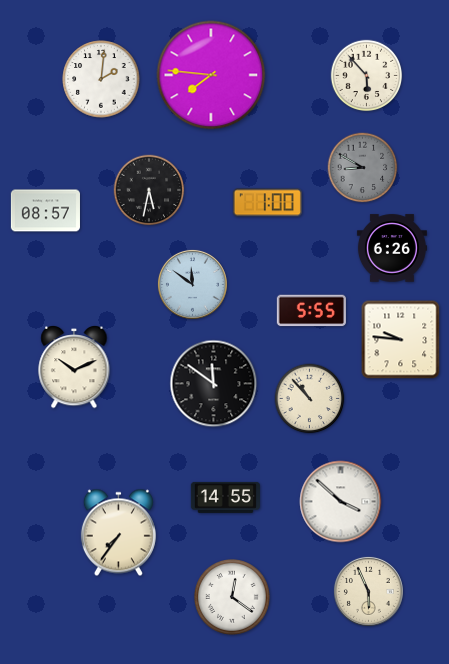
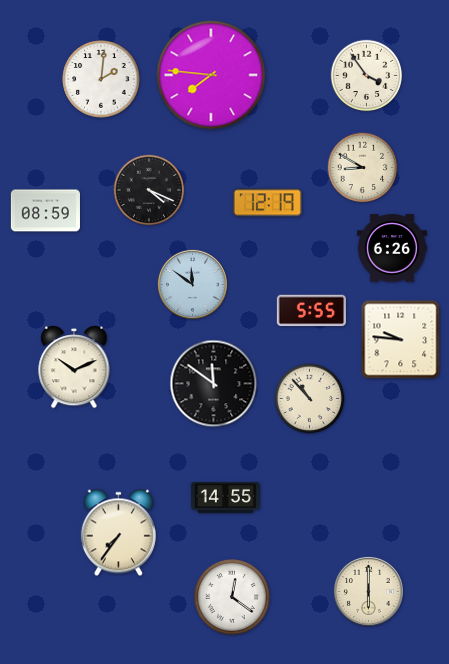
clock at (367, 76): 5:53 -> 3:54
clock at (363, 168) dial: grey -> cream
clock at (149, 190): 5:32 -> 4:19
clock at (267, 203): 1:00 -> 12:19
clock at (45, 211): 08:57 -> 08:59
clock at (341, 502): 3:52 -> none
clock at (368, 591): 5:56 -> 6:00
